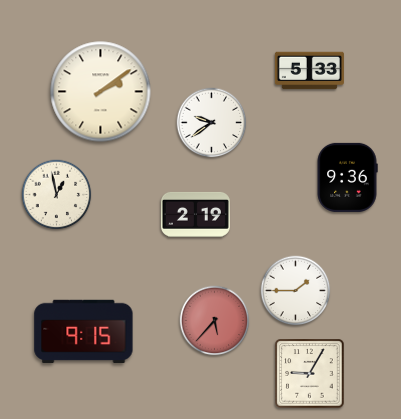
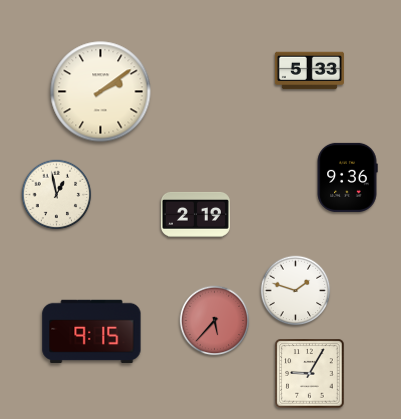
clock at (212, 123): 9:39 -> none
clock at (296, 291): 1:45 -> 1:48
clock at (84, 331) position: (84, 331) -> (92, 331)
